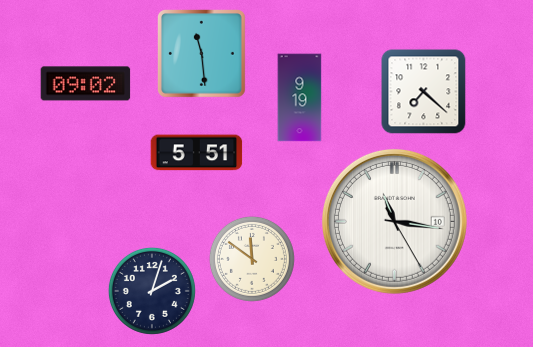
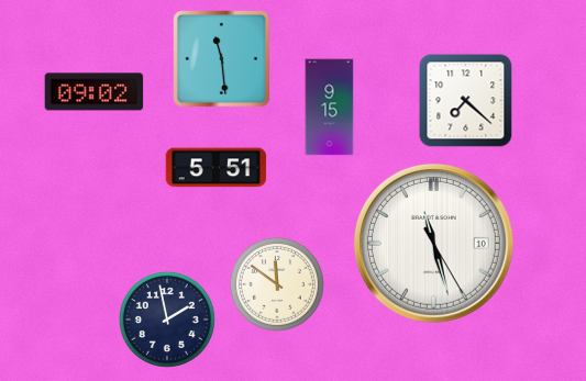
clock at (300, 98): 9:19 -> 9:15
clock at (394, 221): 11:16 -> 11:27
clock at (152, 291): 2:03 -> 1:58
